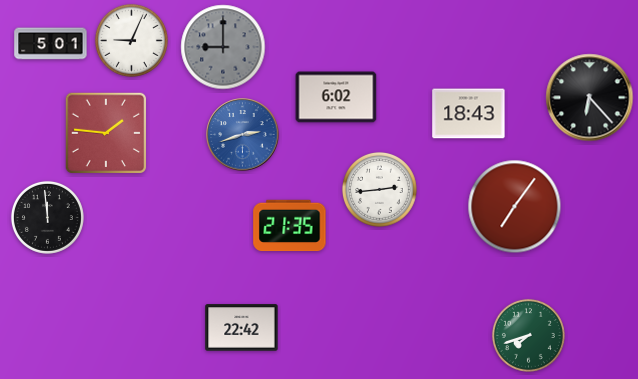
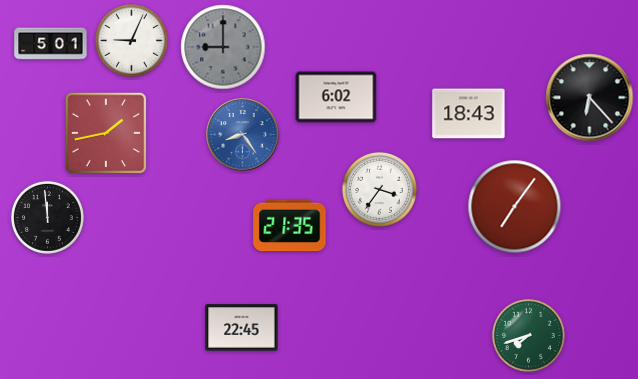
clock at (106, 133): 1:46 -> 1:43
clock at (243, 135): 2:42 -> 8:24
clock at (379, 189): 2:44 -> 3:36
clock at (242, 328): 22:42 -> 22:45
